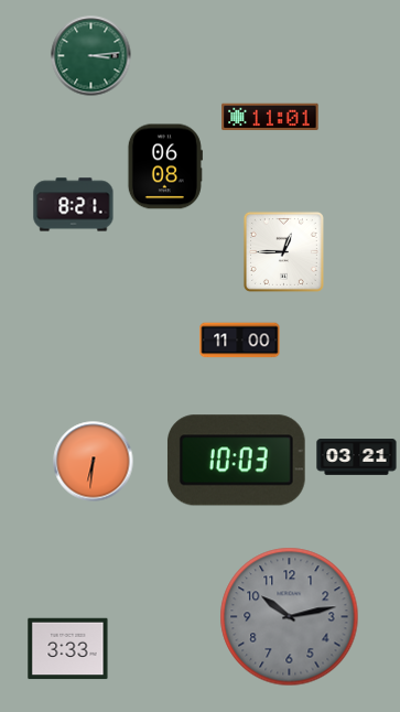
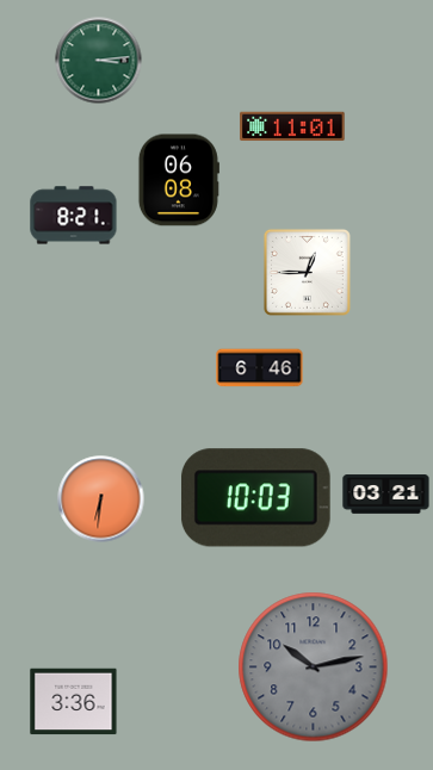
clock at (74, 205) position: (74, 205) -> (74, 216)
clock at (240, 341): 11:00 -> 6:46
clock at (68, 649): 3:33 -> 3:36
